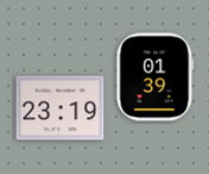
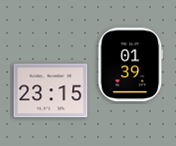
clock at (61, 108): 23:19 -> 23:15
